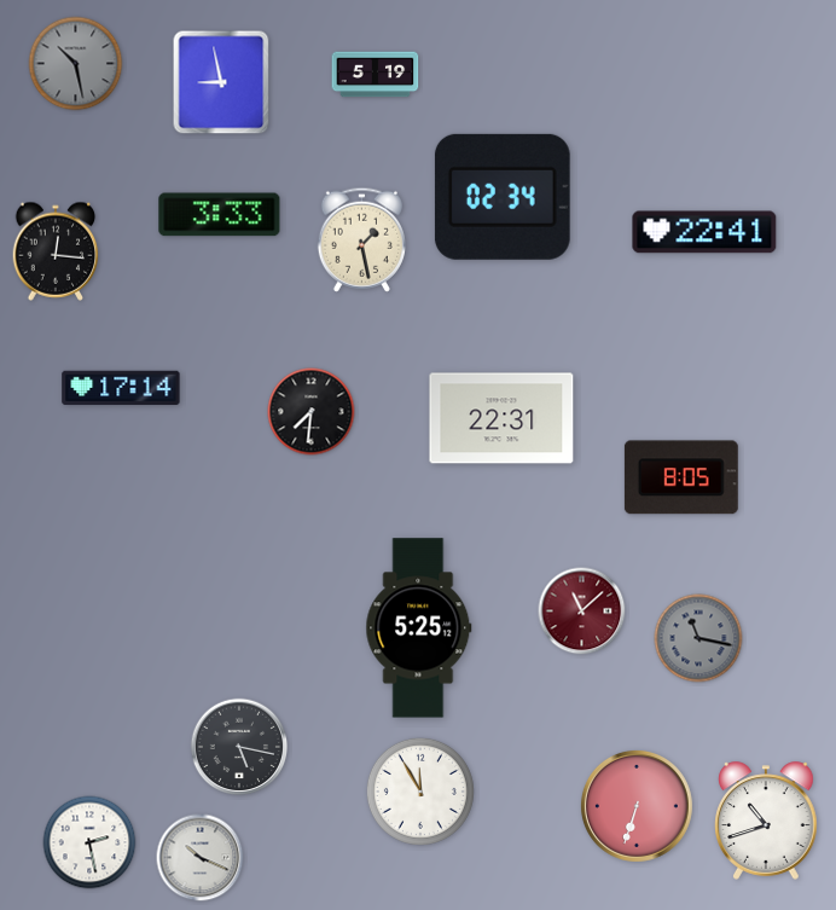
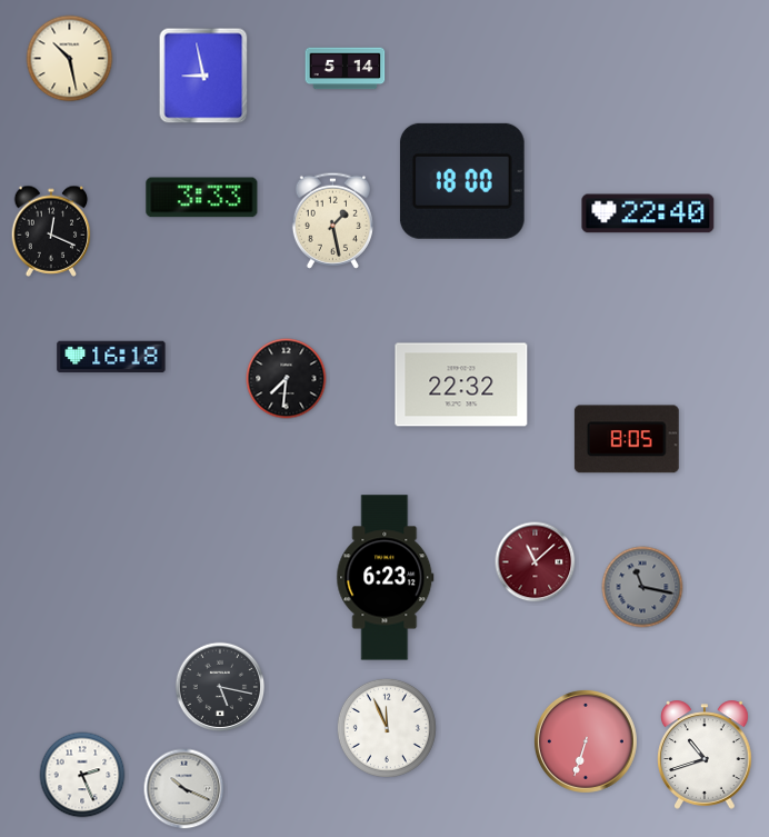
clock at (76, 64) dial: grey -> cream
clock at (376, 75): 5:19 -> 5:14
clock at (503, 197): 02:34 -> 18:00
clock at (704, 232): 22:41 -> 22:40
clock at (56, 251): 12:16 -> 12:19
clock at (121, 388): 17:14 -> 16:18
clock at (501, 418): 22:31 -> 22:32
clock at (419, 628): 5:25 -> 6:23
clock at (420, 792): 11:55 -> 11:56
clock at (89, 842): 2:28 -> 2:26
